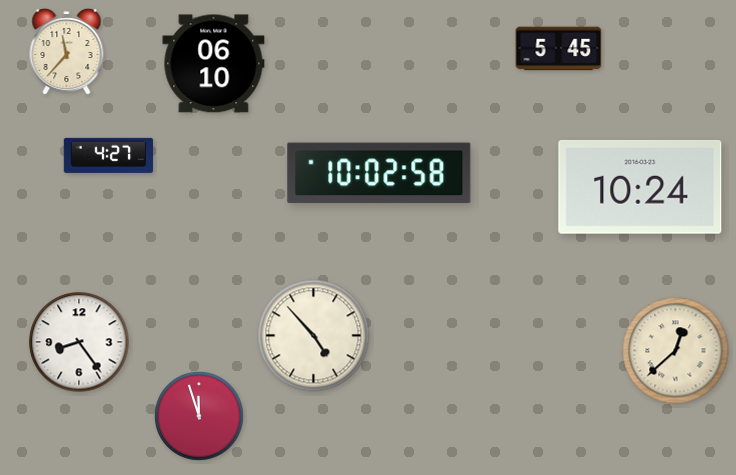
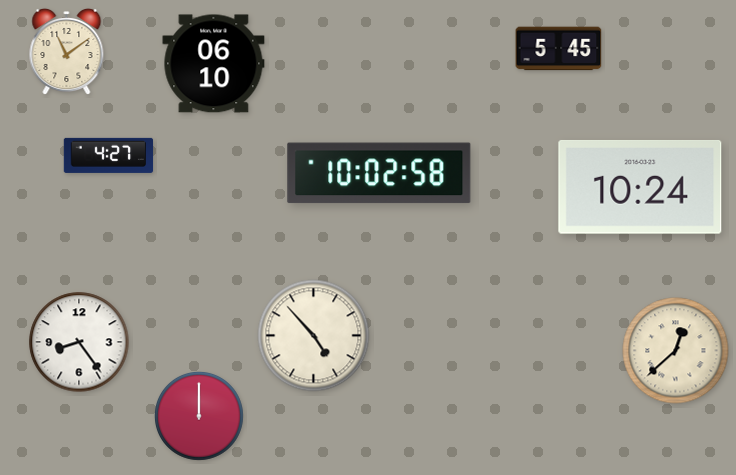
clock at (67, 52): 11:37 -> 11:09
clock at (200, 417): 11:57 -> 12:00
